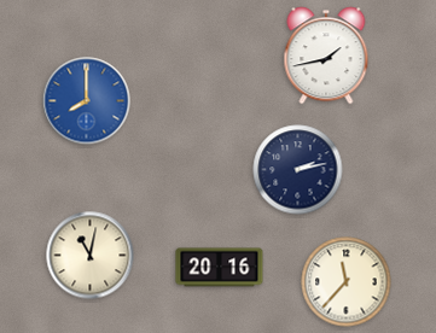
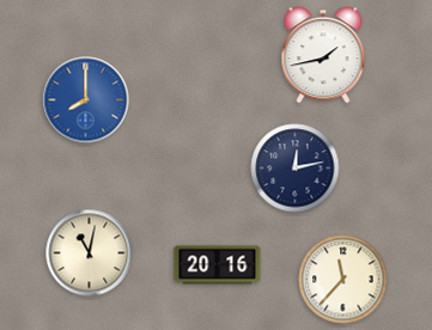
clock at (298, 170): 2:13 -> 12:13
